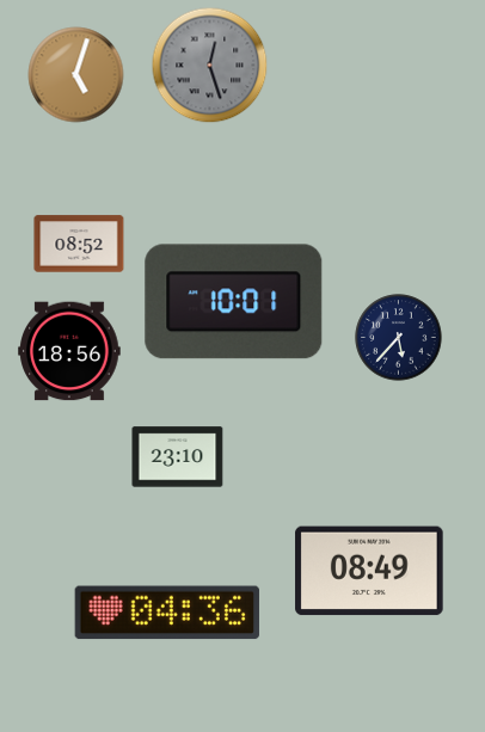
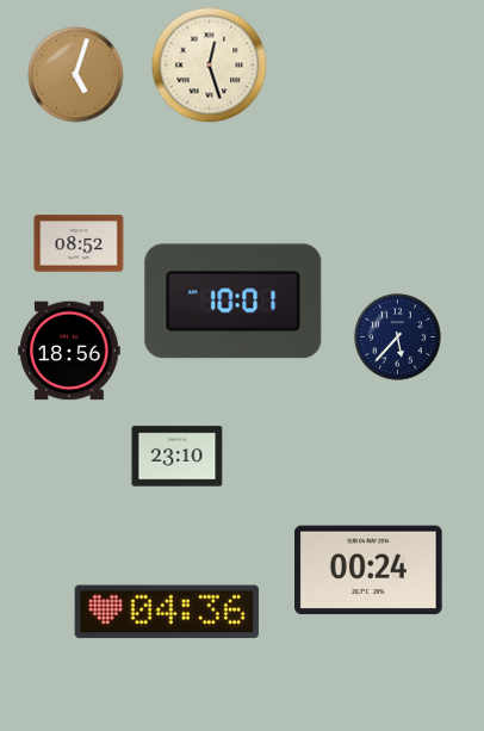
clock at (210, 66) dial: grey -> cream
clock at (369, 571): 08:49 -> 00:24
